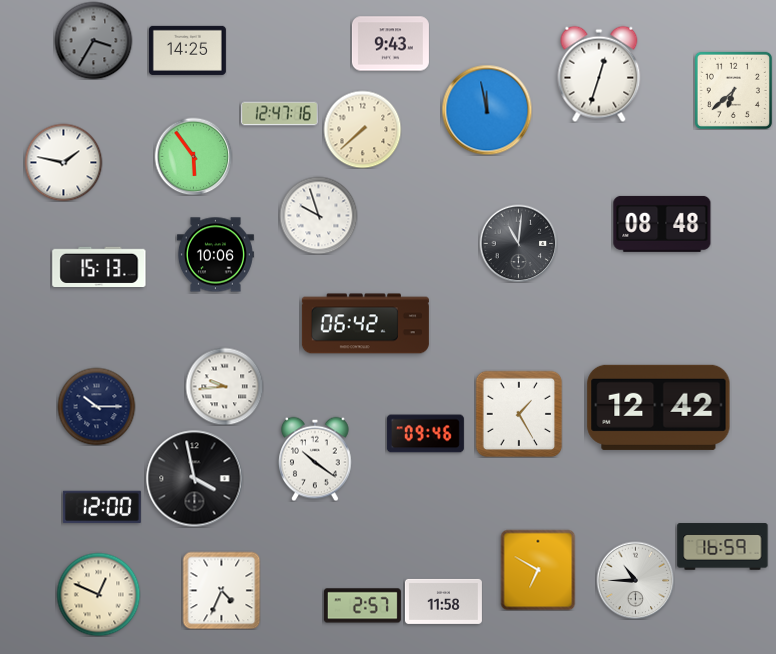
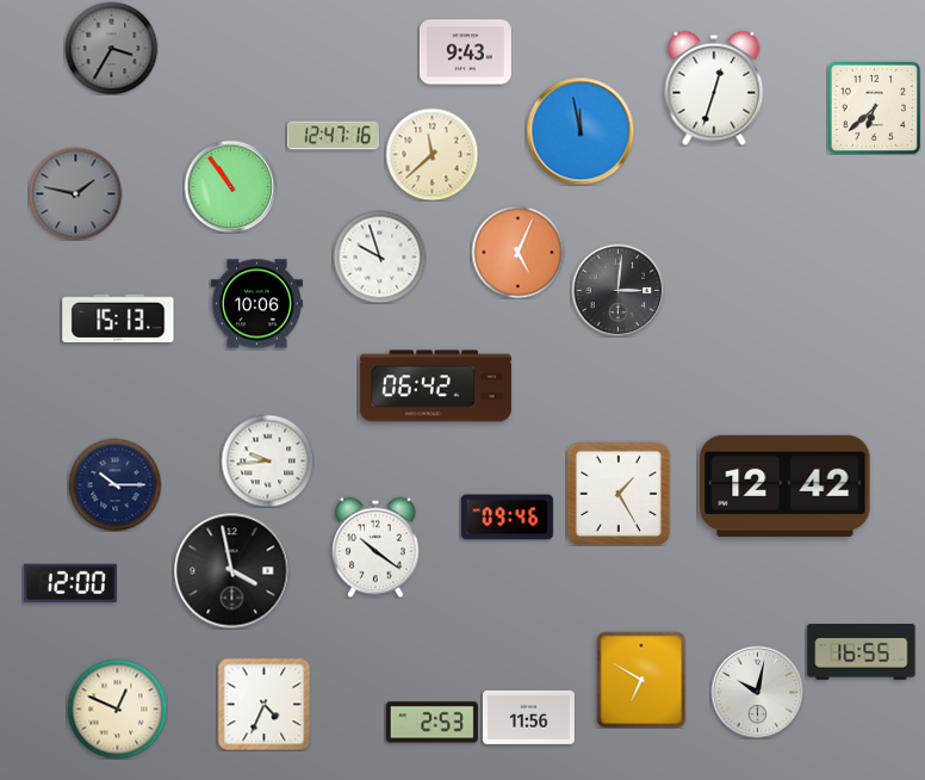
clock at (187, 50): 14:25 -> none
clock at (362, 129): 7:38 -> 11:38
clock at (193, 156): 5:54 -> 10:54
clock at (63, 162) dial: white -> grey
clock at (517, 252): none -> 5:04
clock at (662, 224): 08:48 -> none
clock at (518, 243): 11:01 -> 3:01
clock at (102, 507) position: (102, 507) -> (70, 583)
clock at (723, 547): 16:59 -> 16:55
clock at (635, 580): 10:45 -> 10:02
clock at (443, 601): 11:58 -> 11:56
clock at (362, 606): 2:57 -> 2:53
